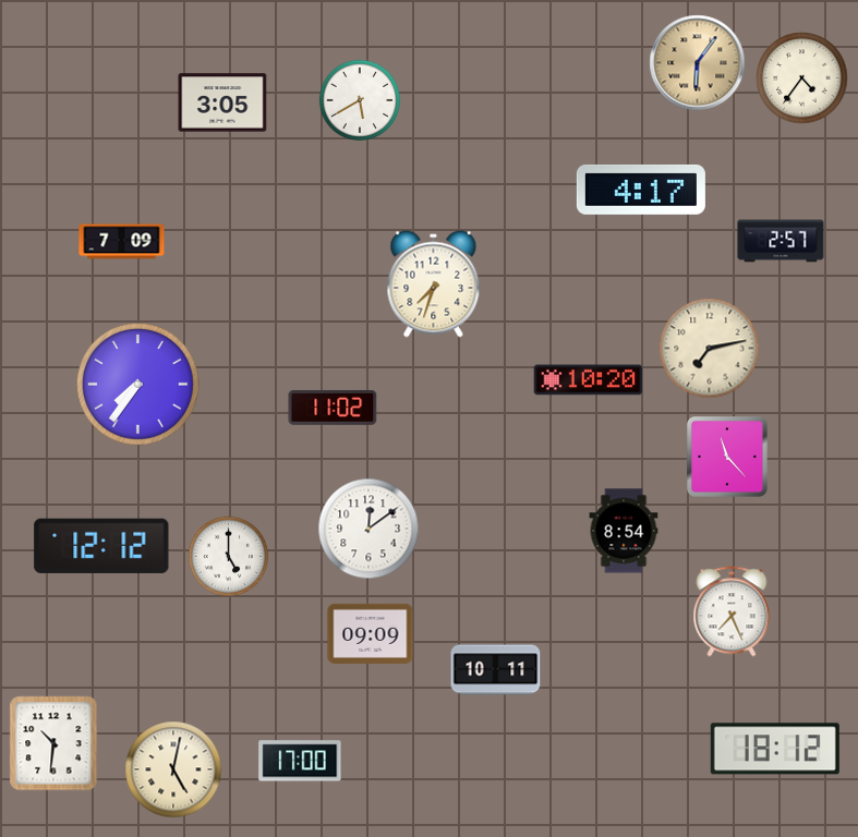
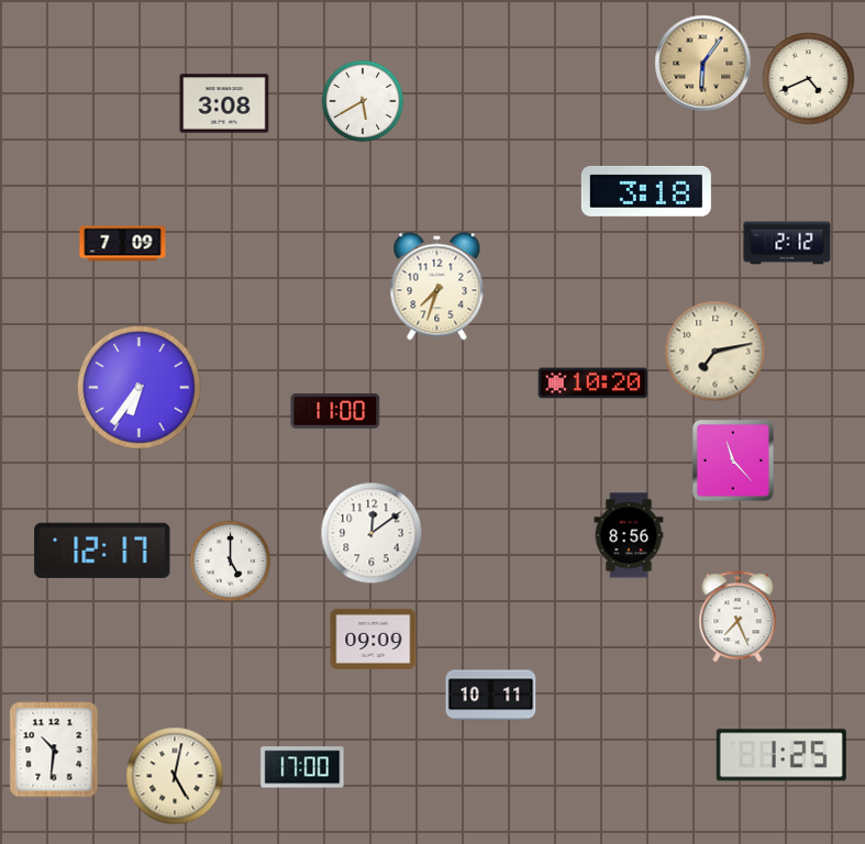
clock at (802, 78): 4:36 -> 4:41
clock at (222, 102): 3:05 -> 3:08
clock at (641, 190): 4:17 -> 3:18
clock at (781, 241): 2:57 -> 2:12
clock at (138, 385): 7:36 -> 6:36
clock at (333, 408): 11:02 -> 11:00
clock at (624, 531): 8:54 -> 8:56
clock at (101, 546): 12:12 -> 12:17
clock at (496, 670) position: (496, 670) -> (491, 696)
clock at (775, 749): 18:12 -> 1:25
